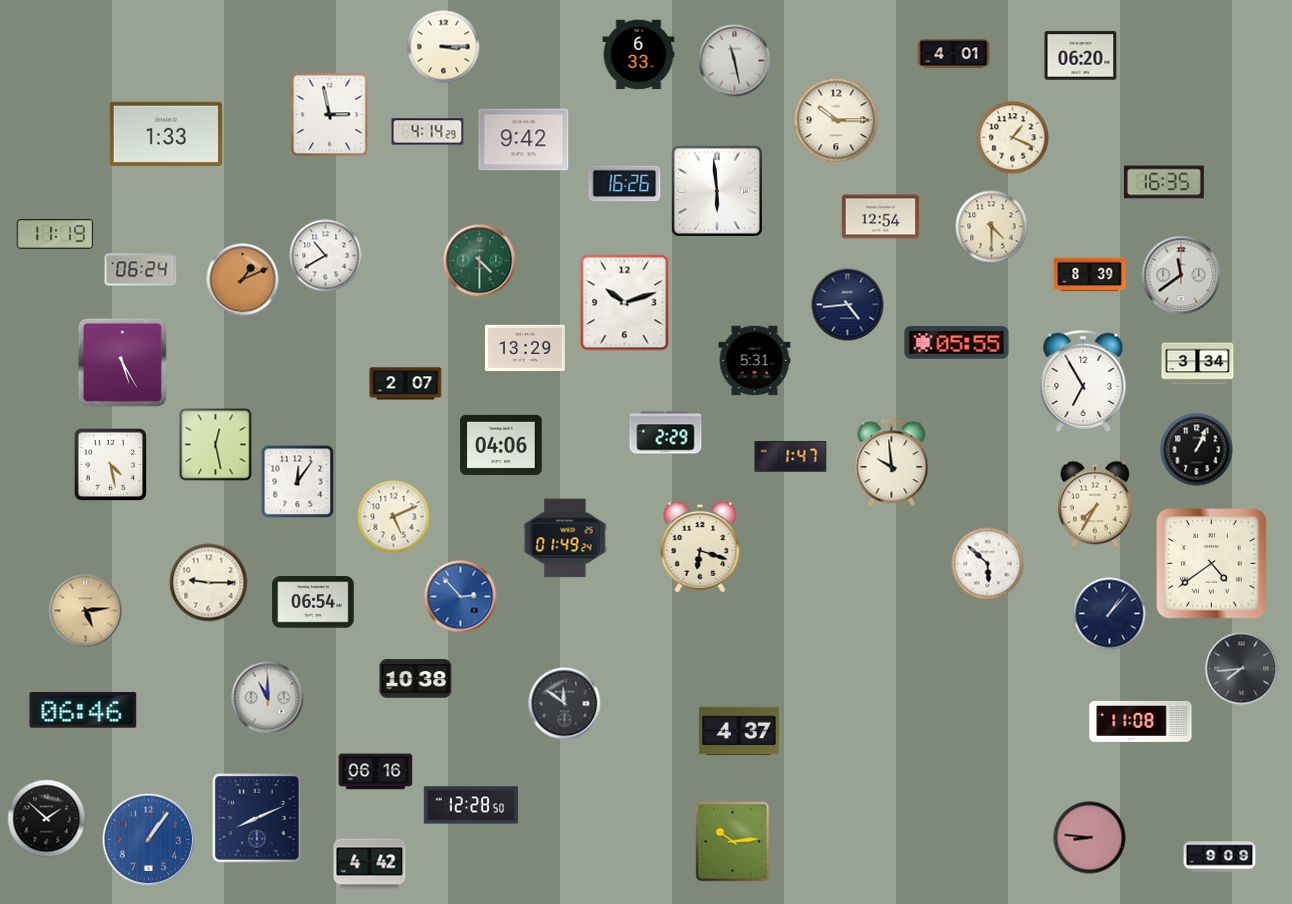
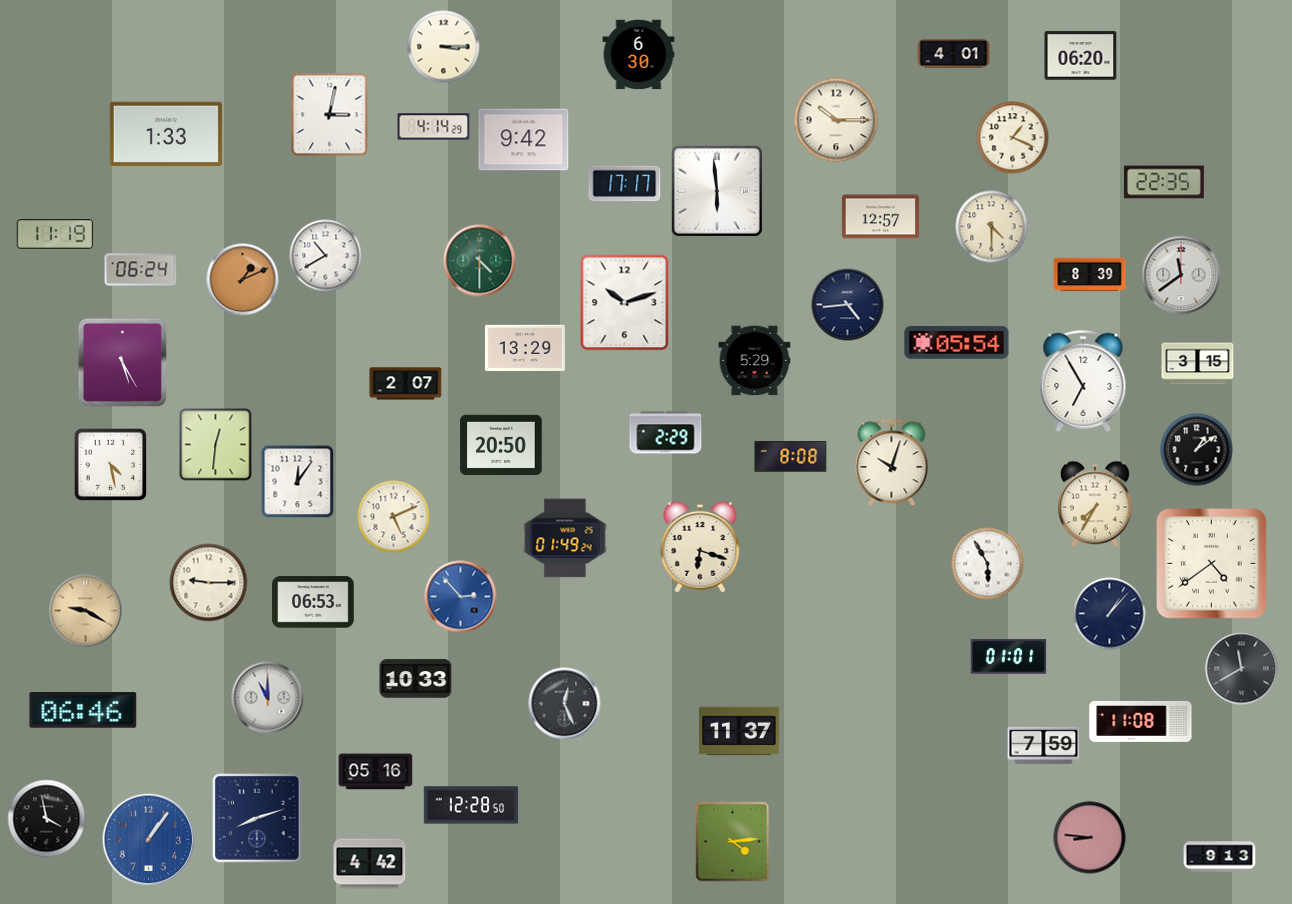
clock at (639, 55): 6:33 -> 6:30
clock at (735, 61): 11:28 -> none
clock at (330, 115): 2:58 -> 3:02
clock at (428, 132) position: (428, 132) -> (434, 127)
clock at (1164, 182): 16:35 -> 22:35
clock at (625, 184): 16:26 -> 17:17
clock at (880, 217): 12:54 -> 12:57
clock at (957, 343): 05:55 -> 05:54
clock at (755, 361): 5:31 -> 5:29
clock at (1198, 364): 3:34 -> 3:15
clock at (501, 444): 04:06 -> 20:50
clock at (216, 445): 12:28 -> 12:31
clock at (1197, 450): 1:04 -> 1:09
clock at (791, 457): 1:47 -> 8:08
clock at (892, 463): 9:59 -> 10:03
clock at (988, 564): 5:52 -> 5:55
clock at (313, 602): 06:54 -> 06:53
clock at (86, 611): 5:14 -> 9:20
clock at (1009, 657): none -> 01:01
clock at (1242, 669): 7:44 -> 11:40
clock at (416, 679): 10:38 -> 10:33
clock at (565, 704): 11:51 -> 12:26
clock at (739, 731): 4:37 -> 11:37
clock at (1044, 746): none -> 7:59
clock at (376, 772): 06:16 -> 05:16
clock at (47, 819): 1:52 -> 3:58
clock at (258, 819): 8:11 -> 8:12
clock at (733, 842): 10:14 -> 4:14
clock at (1220, 857): 9:09 -> 9:13
